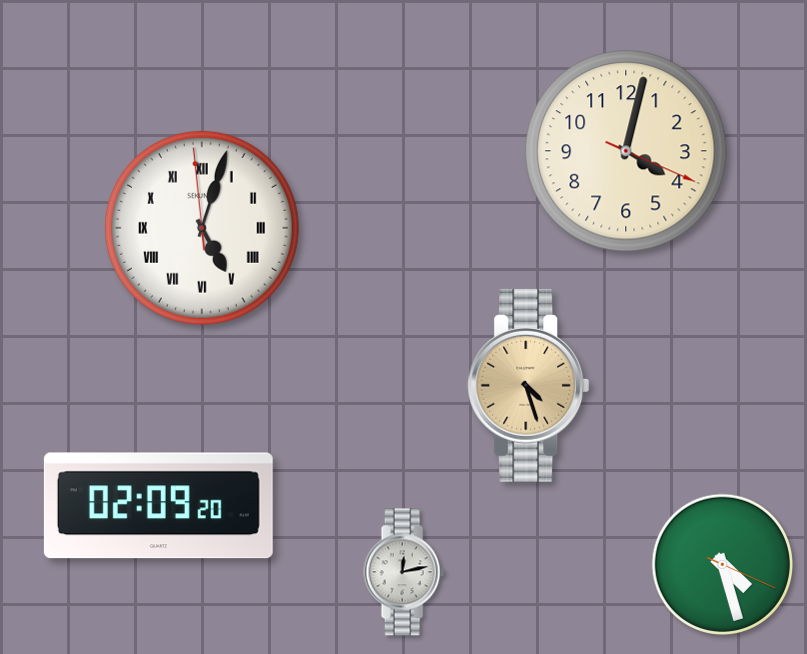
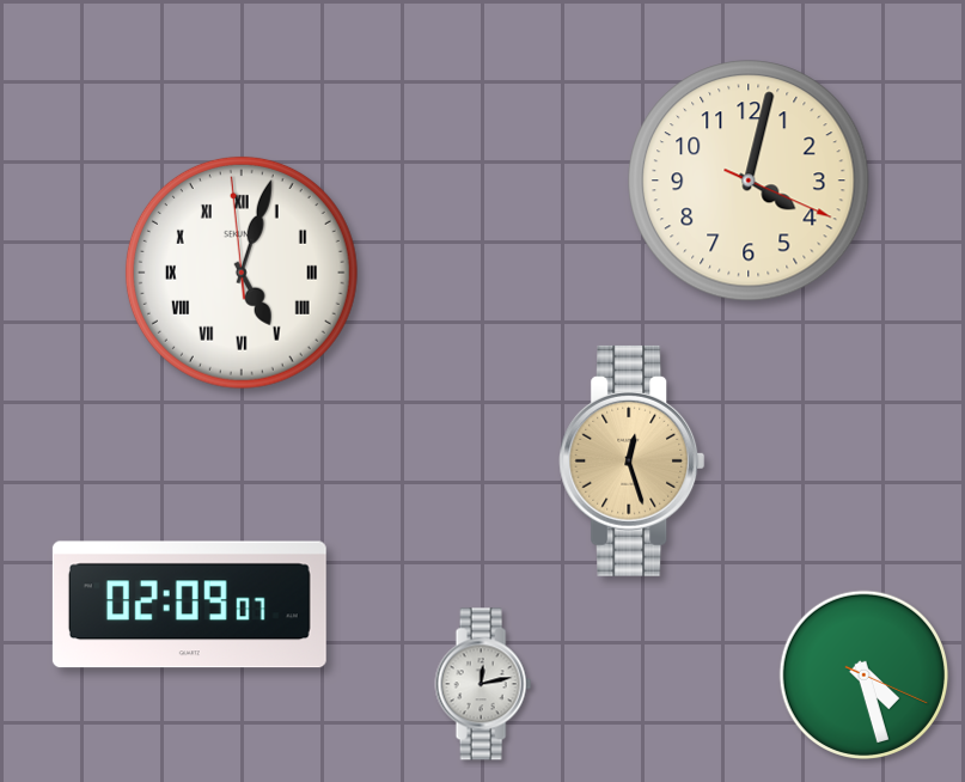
clock at (529, 385): 4:27 -> 12:27
clock at (158, 506): 02:09:20 -> 02:09:07
